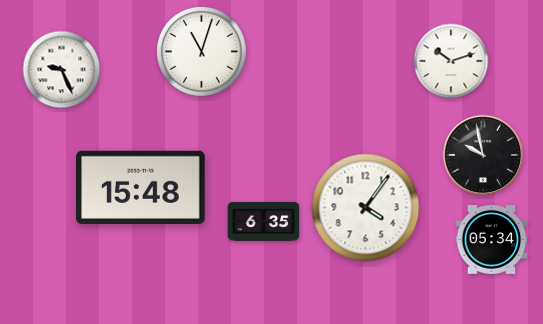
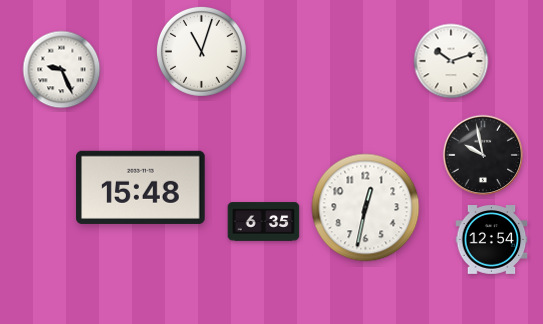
clock at (366, 208): 4:06 -> 12:32
clock at (492, 240): 05:34 -> 12:54
